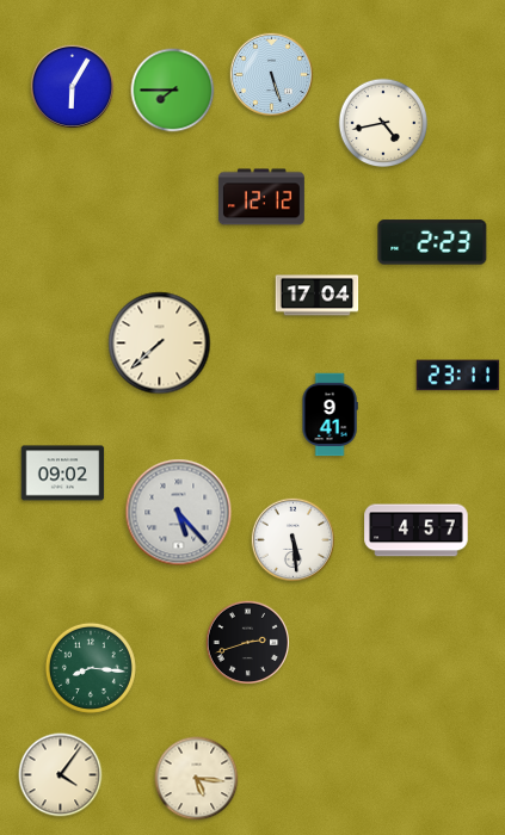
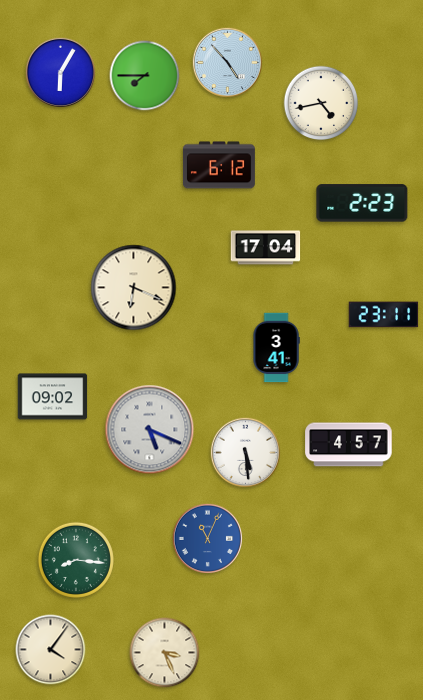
clock at (272, 75): 5:27 -> 4:53
clock at (261, 197): 12:12 -> 6:12
clock at (160, 344): 7:38 -> 6:19
clock at (330, 415): 9:41 -> 3:41
clock at (179, 513): 5:23 -> 5:19
clock at (248, 643): 2:42 -> 11:04
clock at (248, 643) dial: black -> blue
clock at (197, 779): 5:16 -> 3:26
